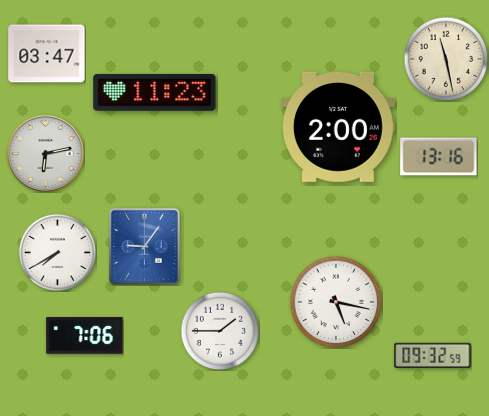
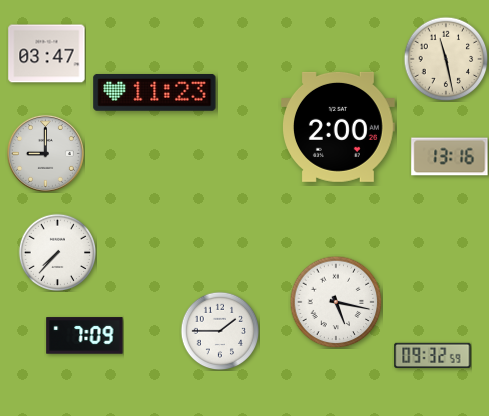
clock at (45, 153): 6:13 -> 9:00
clock at (439, 157) position: (439, 157) -> (450, 157)
clock at (144, 246): 9:06 -> none
clock at (57, 252): 7:40 -> 7:37
clock at (85, 336): 7:06 -> 7:09
